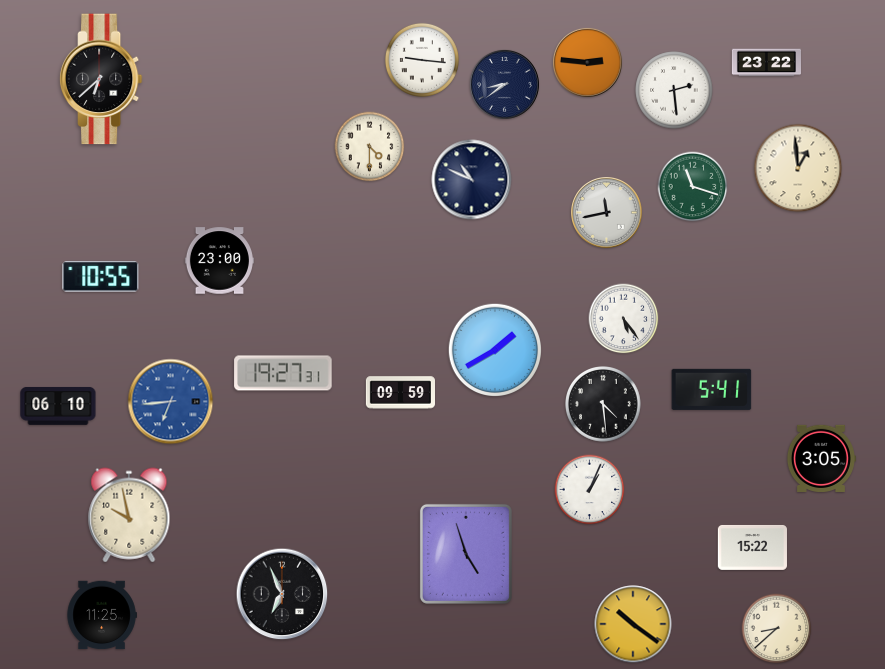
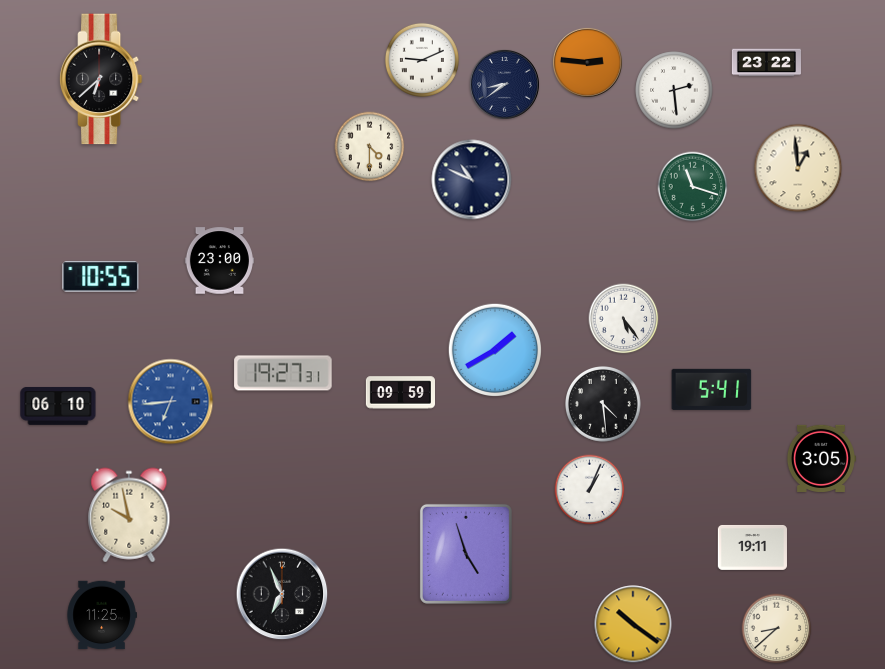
clock at (422, 60): 9:16 -> 9:11
clock at (607, 213): 11:43 -> none
clock at (752, 547): 15:22 -> 19:11
